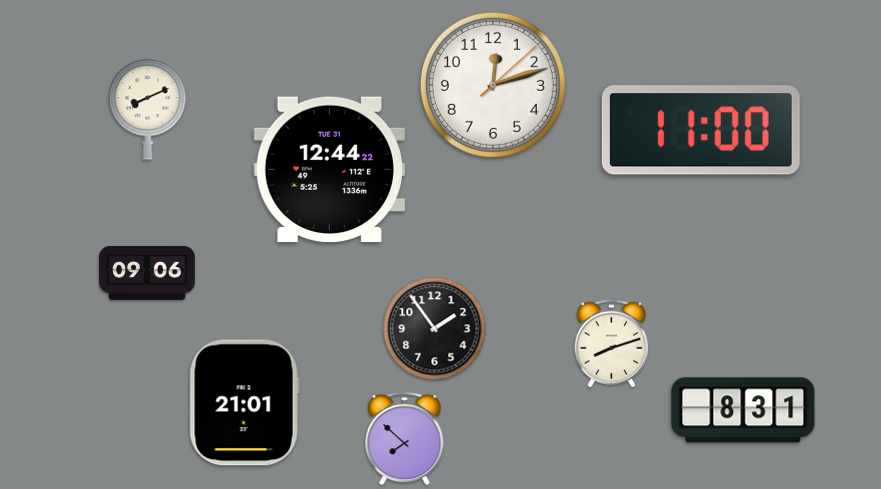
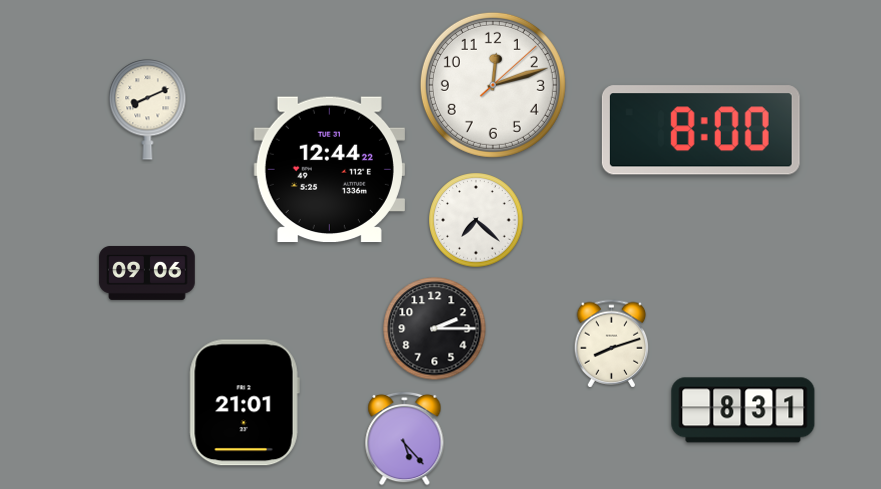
clock at (701, 130): 11:00 -> 8:00
clock at (476, 220): none -> 7:22
clock at (435, 329): 1:54 -> 2:15
clock at (405, 438): 7:52 -> 5:23
